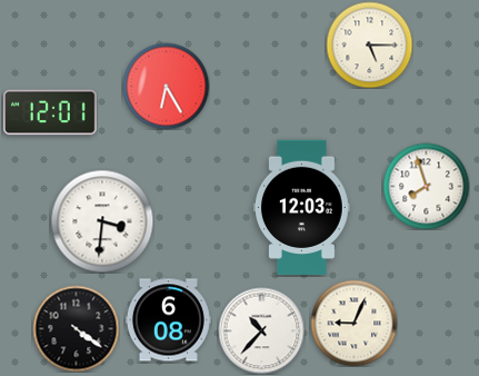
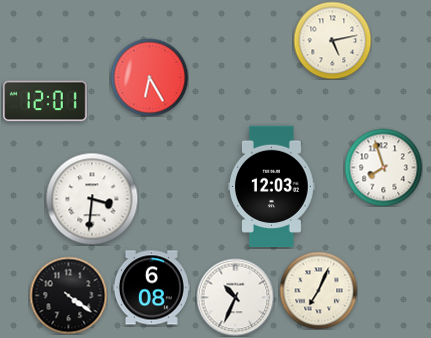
clock at (369, 44): 5:15 -> 5:13
clock at (353, 323): 9:04 -> 7:04
clock at (261, 330): 10:37 -> 10:34
